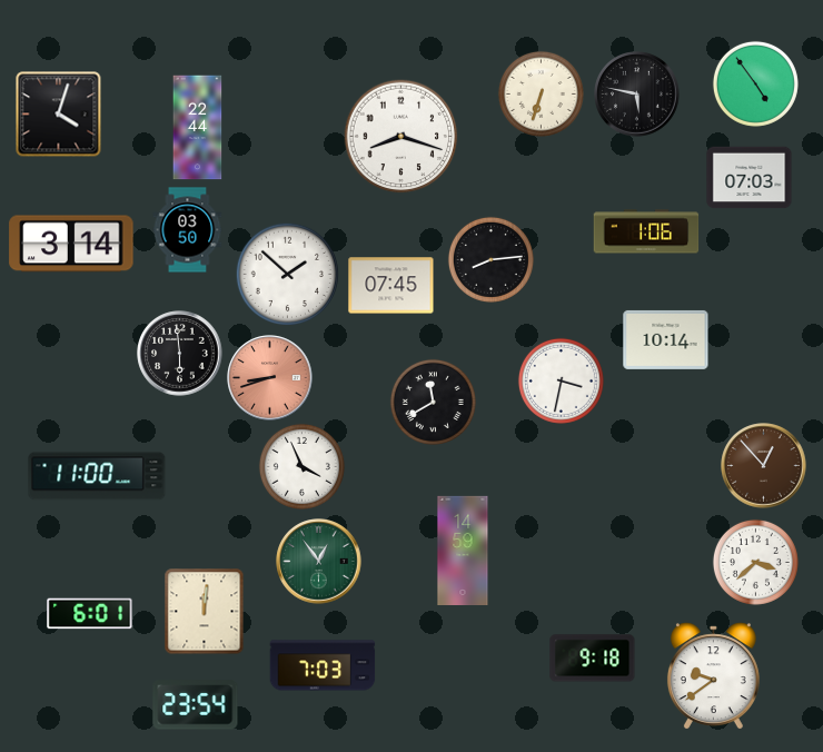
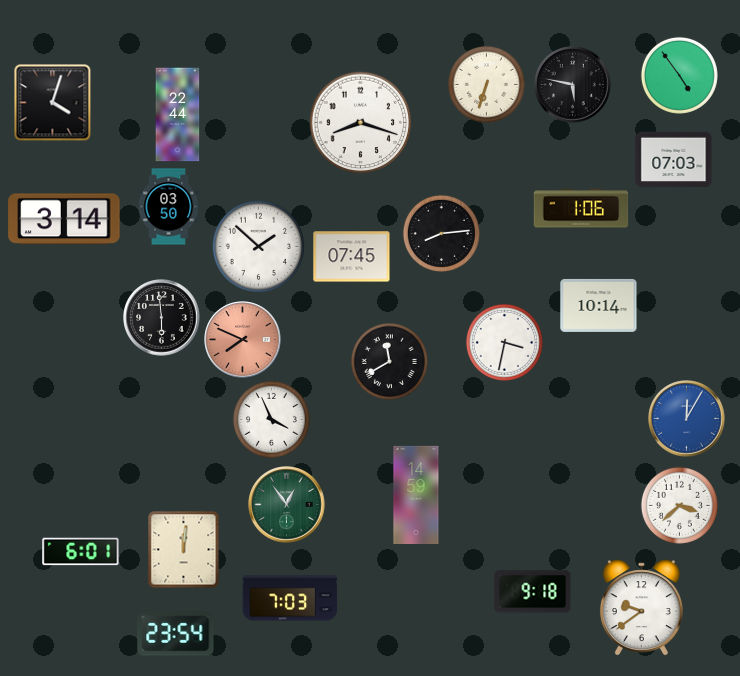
clock at (270, 378): 8:42 -> 7:49
clock at (764, 466): 12:53 -> 12:05
clock at (764, 466) dial: brown -> blue
clock at (97, 476): 11:00 -> none
